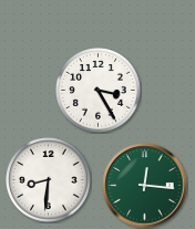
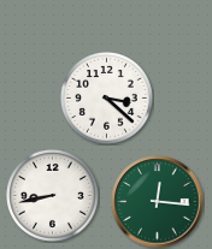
clock at (99, 91): 3:25 -> 3:22
clock at (49, 180): 8:31 -> 8:43
